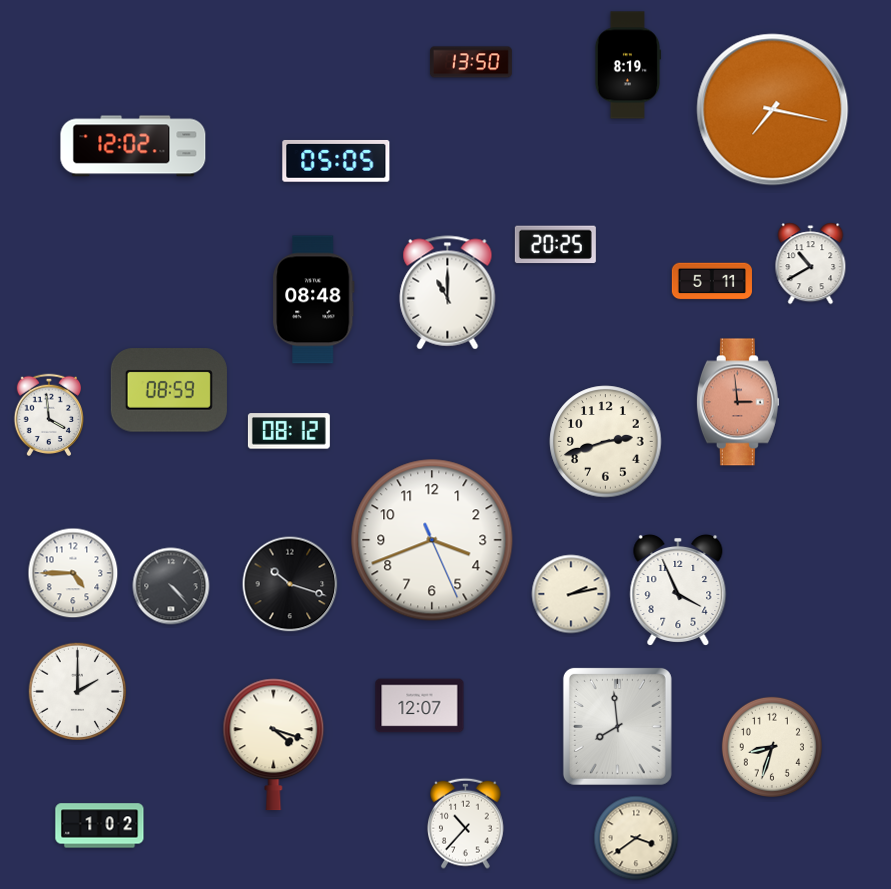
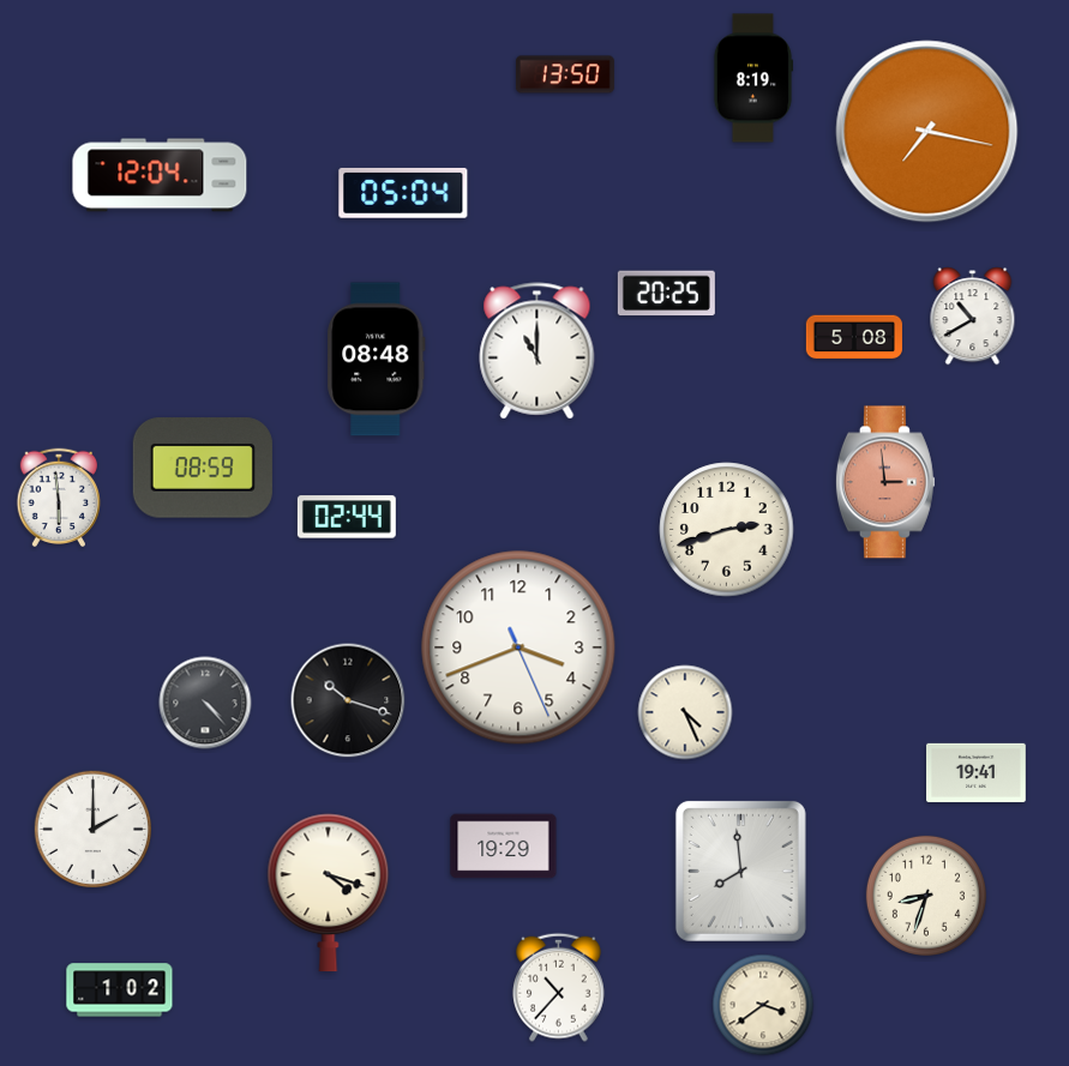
clock at (133, 146): 12:02 -> 12:04
clock at (336, 161): 05:05 -> 05:04
clock at (712, 281): 5:11 -> 5:08
clock at (48, 414): 3:59 -> 5:59
clock at (289, 431): 08:12 -> 02:44
clock at (73, 573): 4:45 -> none
clock at (678, 590): 3:56 -> none
clock at (571, 594): 2:13 -> 4:26
clock at (977, 772): none -> 19:41
clock at (420, 706): 12:07 -> 19:29
